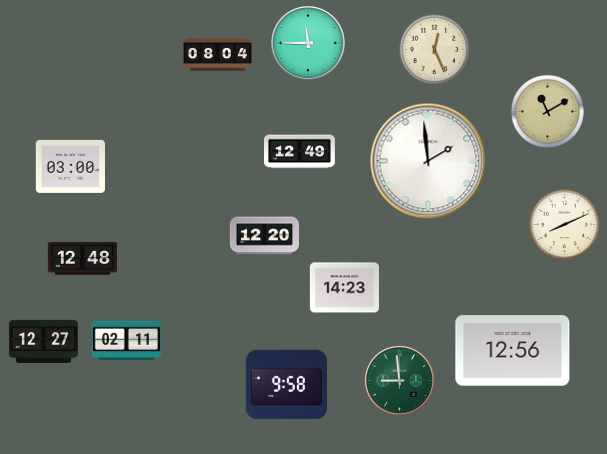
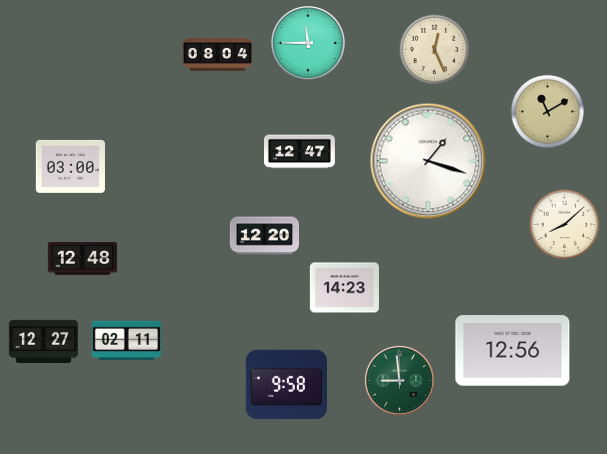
clock at (300, 152): 12:49 -> 12:47
clock at (428, 161): 1:59 -> 1:18
clock at (565, 225): 8:11 -> 8:08
